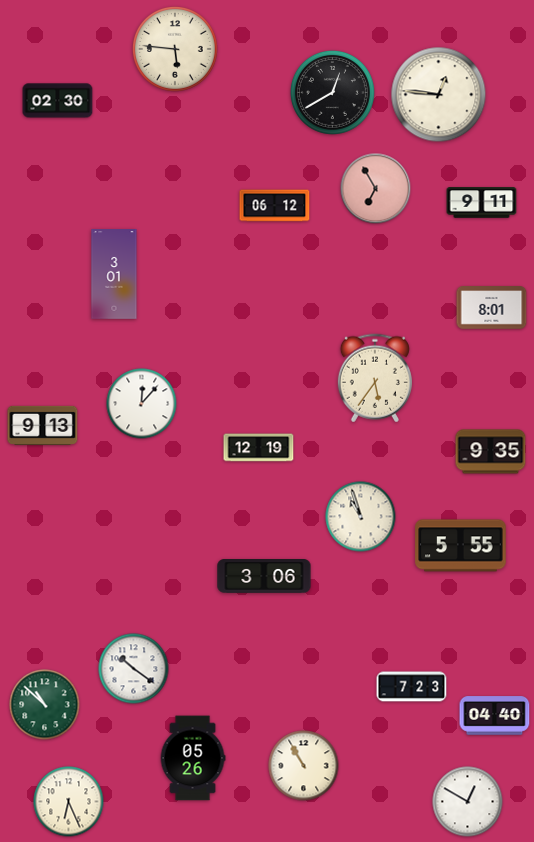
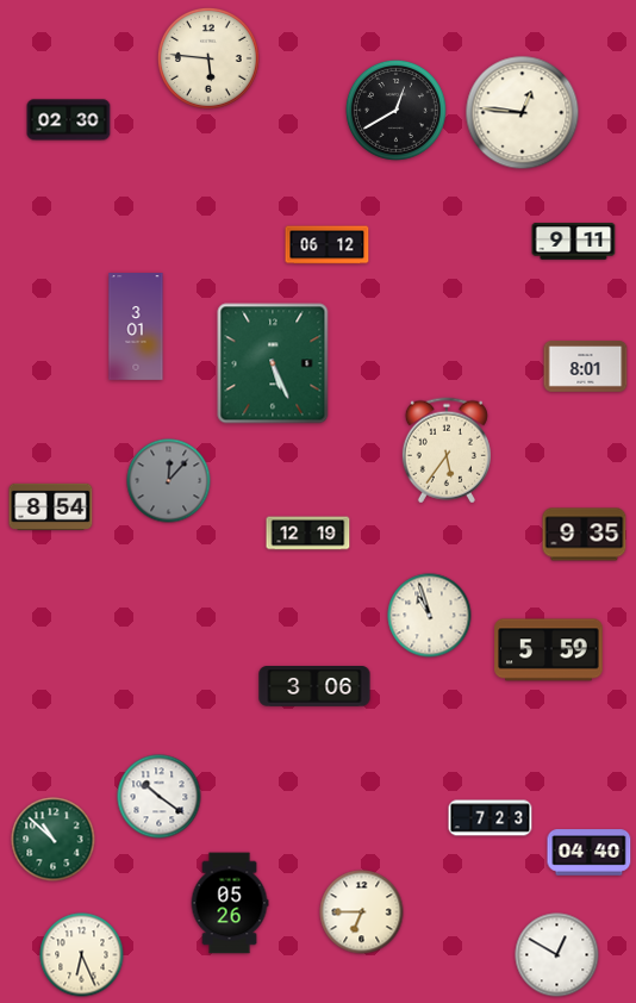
clock at (376, 189): 6:55 -> none
clock at (273, 363): none -> 5:26
clock at (142, 404) dial: white -> grey
clock at (43, 425): 9:13 -> 8:54
clock at (491, 452) position: (491, 452) -> (585, 535)
clock at (461, 546): 5:55 -> 5:59
clock at (304, 766): 10:55 -> 6:45
